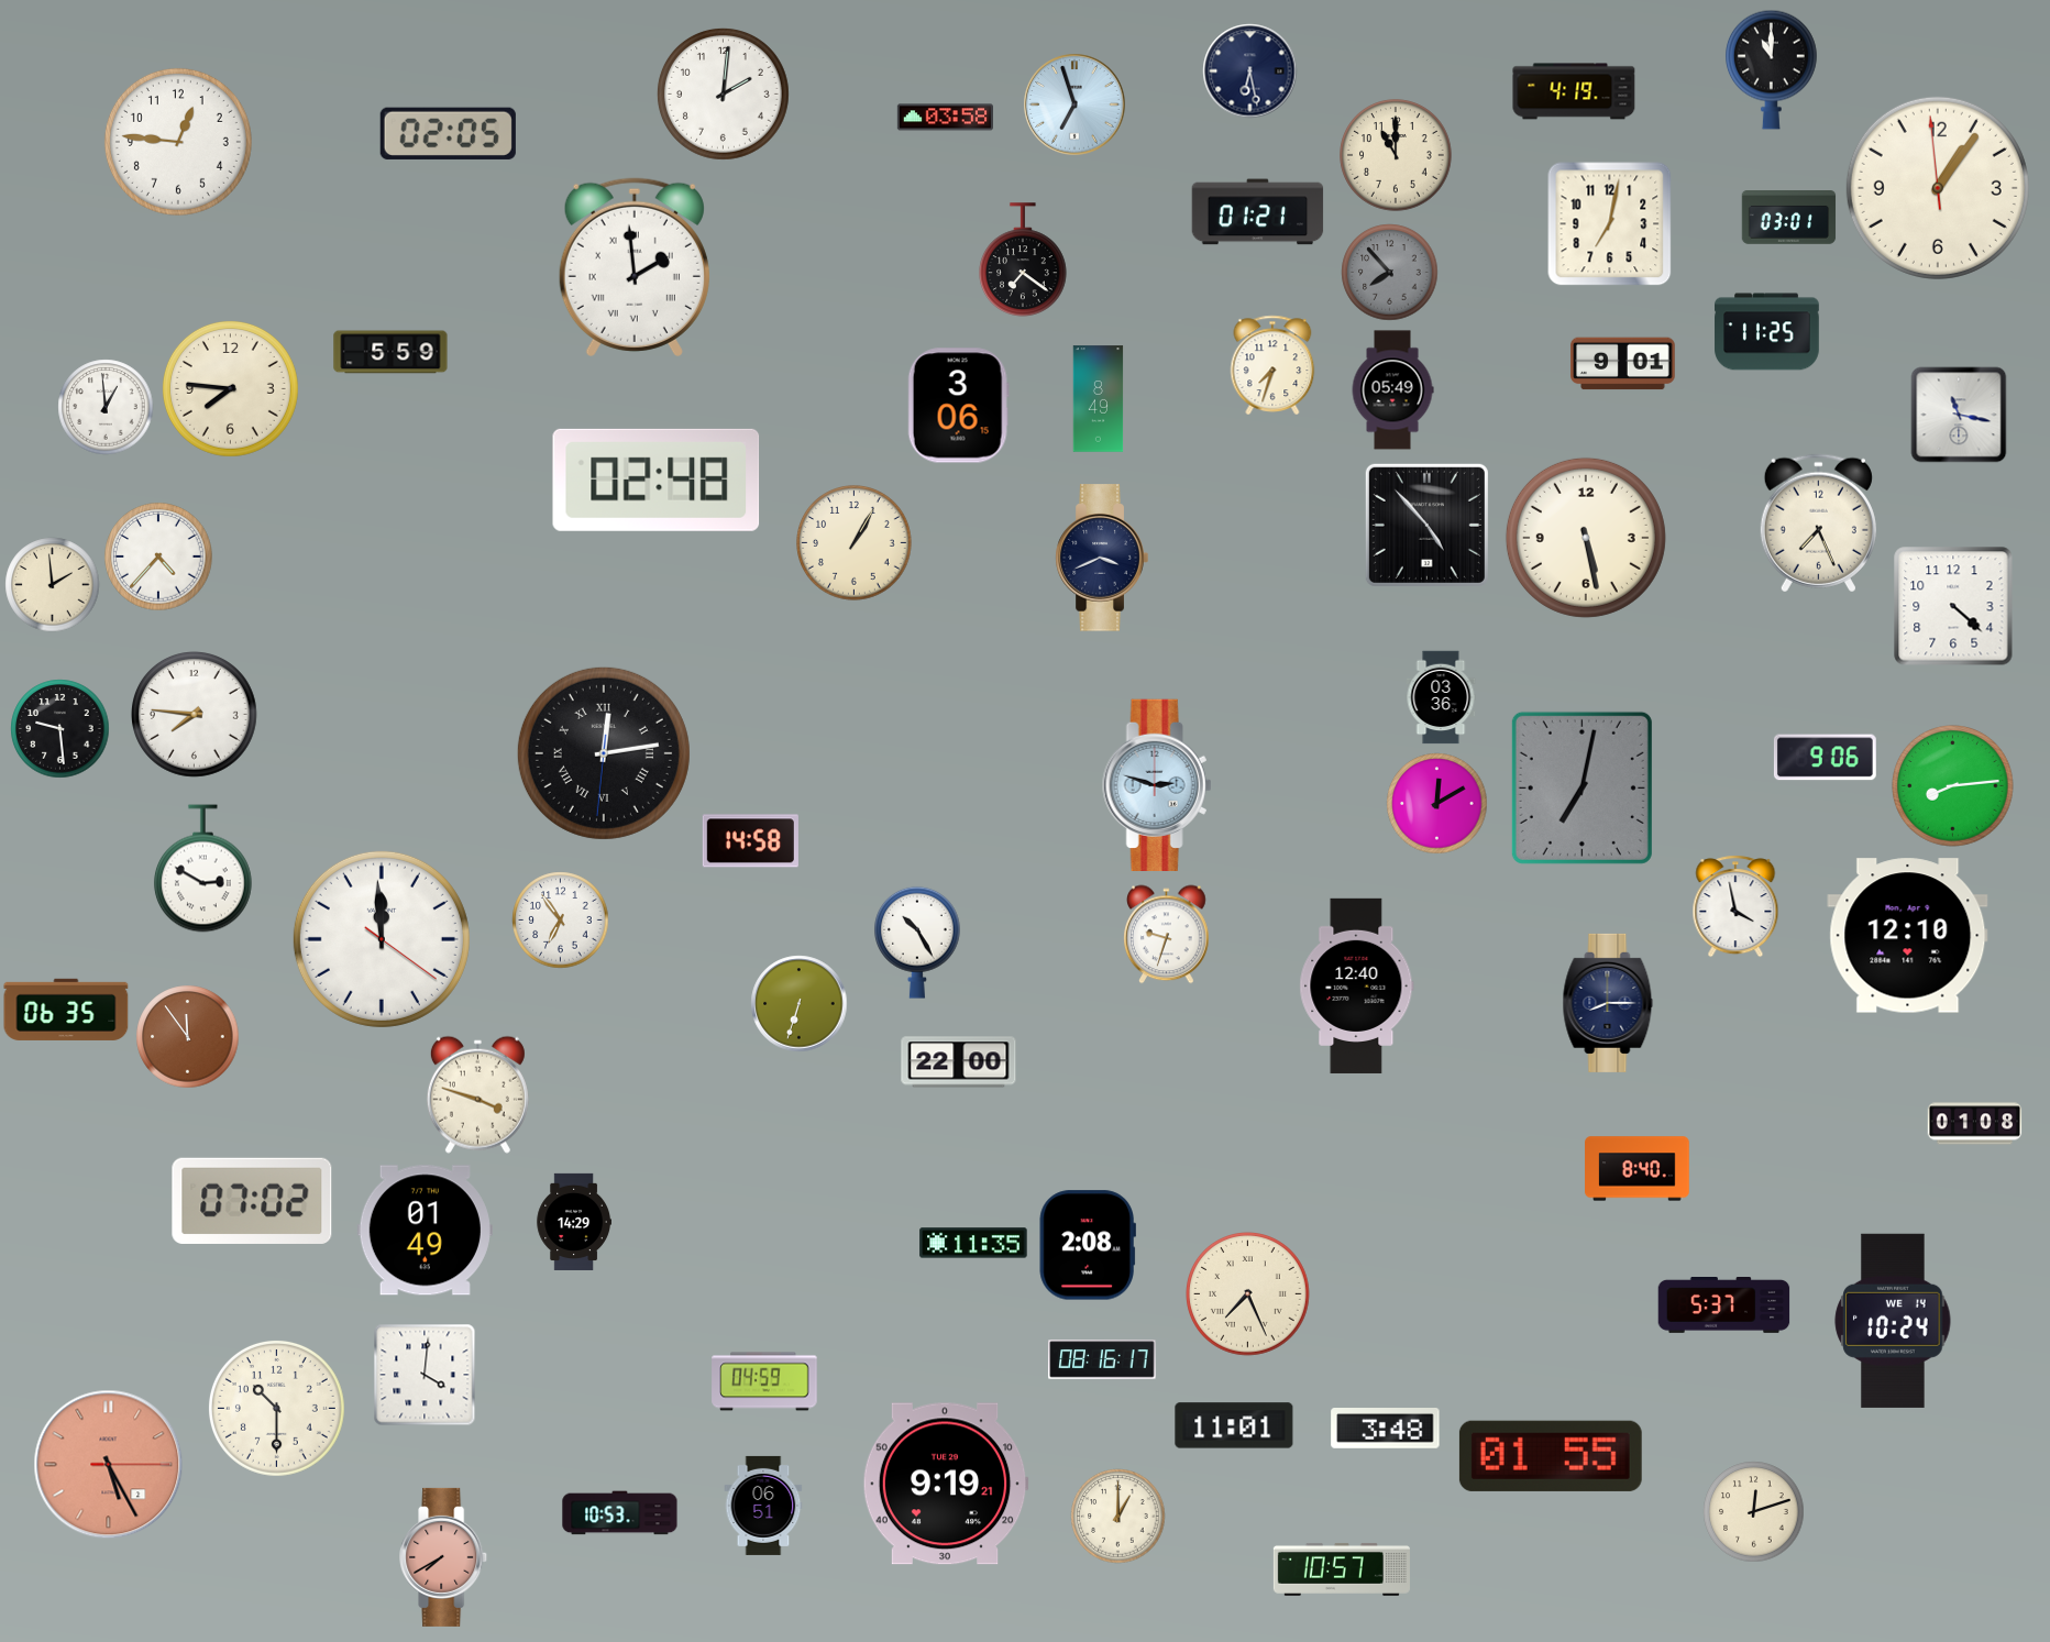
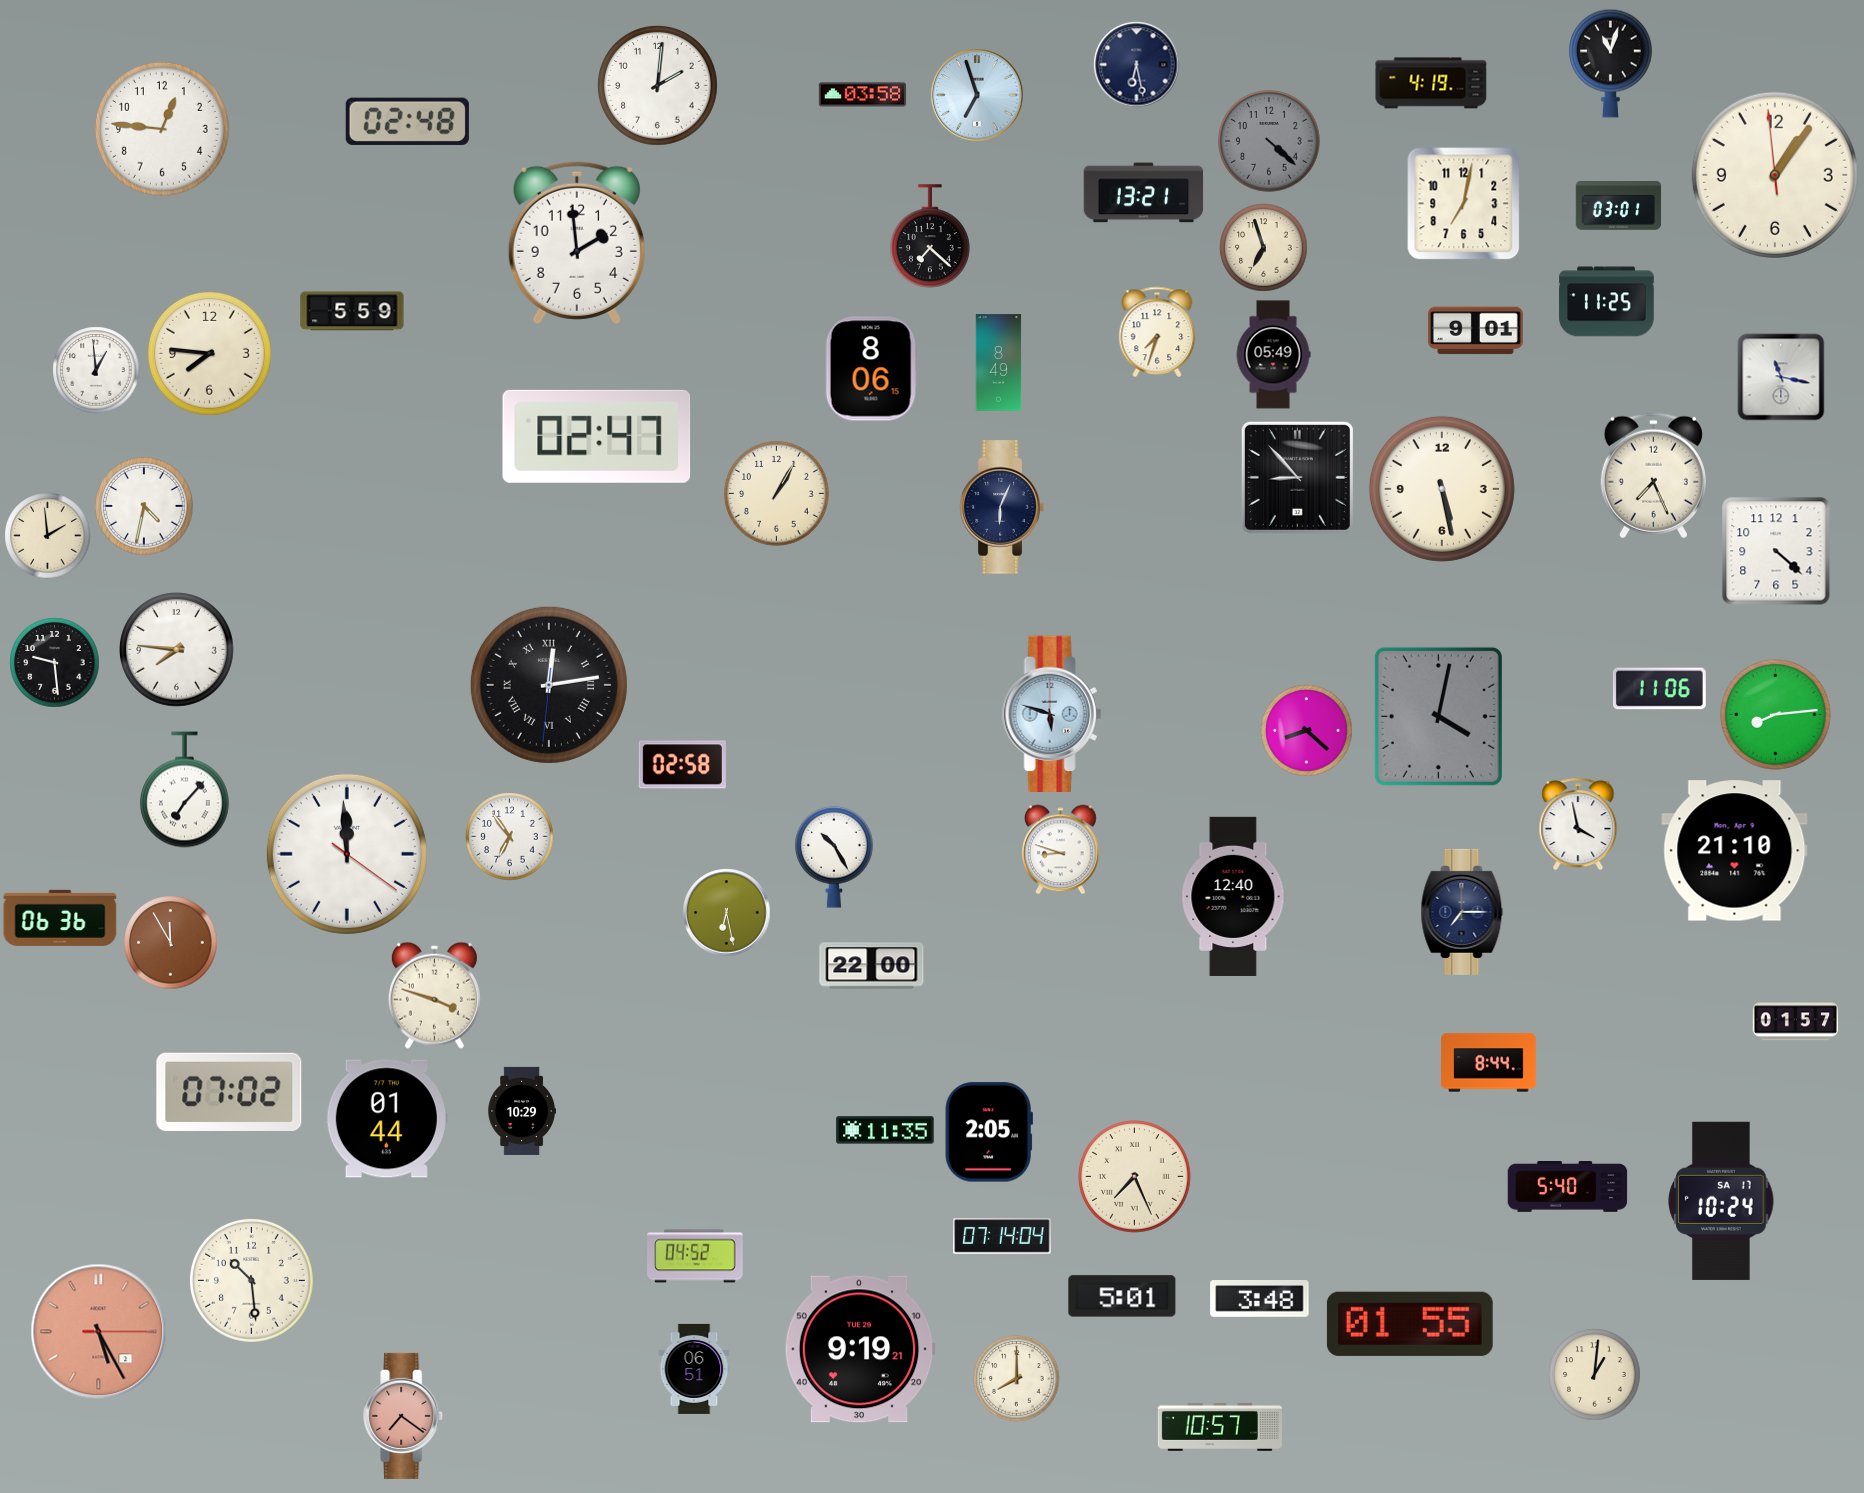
clock at (1772, 69): 11:00 -> 11:03
clock at (945, 118) position: (945, 118) -> (862, 95)
clock at (448, 133): 02:05 -> 02:48
clock at (1396, 155): 11:00 -> 4:22
clock at (1396, 155) dial: cream -> grey
clock at (1938, 188) position: (1938, 188) -> (1775, 175)
clock at (1258, 212): 01:21 -> 13:21
clock at (1789, 218) position: (1789, 218) -> (1619, 206)
clock at (1024, 260): 7:21 -> 7:22
clock at (635, 267) numerals: Roman -> Arabic
clock at (1390, 273): 7:53 -> 6:57
clock at (1390, 273) dial: grey -> cream
clock at (390, 352) position: (390, 352) -> (352, 311)
clock at (1392, 390) position: (1392, 390) -> (1273, 355)
clock at (958, 406): 3:06 -> 8:06
clock at (657, 480): 02:48 -> 02:47
clock at (1426, 525): 4:53 -> 8:53
clock at (158, 556): 4:37 -> 4:32
clock at (1102, 558): 3:41 -> 6:04
clock at (53, 585) position: (53, 585) -> (48, 536)
clock at (1441, 697): 03:36 -> none
clock at (1825, 758): 9:06 -> 11:06
clock at (1157, 784): 2:48 -> 5:48
clock at (1581, 787): 7:02 -> 4:02
clock at (1437, 804): 12:10 -> 8:22
clock at (750, 841): 14:58 -> 02:58
clock at (202, 869): 2:50 -> 7:07
clock at (1167, 935): 9:33 -> 8:48
clock at (1908, 936): 12:10 -> 21:10
clock at (1608, 1003): 8:15 -> 7:15
clock at (800, 1004): 6:33 -> 6:28
clock at (66, 1010): 06:35 -> 06:36
clock at (188, 1037): 11:54 -> 11:55
clock at (1975, 1124): 01:08 -> 01:57
clock at (1638, 1169): 8:40 -> 8:44
clock at (573, 1222): 14:29 -> 10:29
clock at (425, 1231): 01:49 -> 01:44
clock at (1088, 1245): 2:08 -> 2:05
clock at (1724, 1305): 5:37 -> 5:40
clock at (1893, 1321) date: WE 14 -> SA 17
clock at (1102, 1359): 08:16 -> 07:14
clock at (425, 1375): 4:01 -> none
clock at (764, 1381): 04:59 -> 04:52
clock at (276, 1408): 10:30 -> 10:29
clock at (1234, 1425): 11:01 -> 5:01
clock at (1754, 1512): 12:12 -> 1:01
clock at (620, 1513): 10:53 -> none
clock at (1118, 1517): 1:00 -> 8:00
clock at (444, 1557): 7:40 -> 7:21
